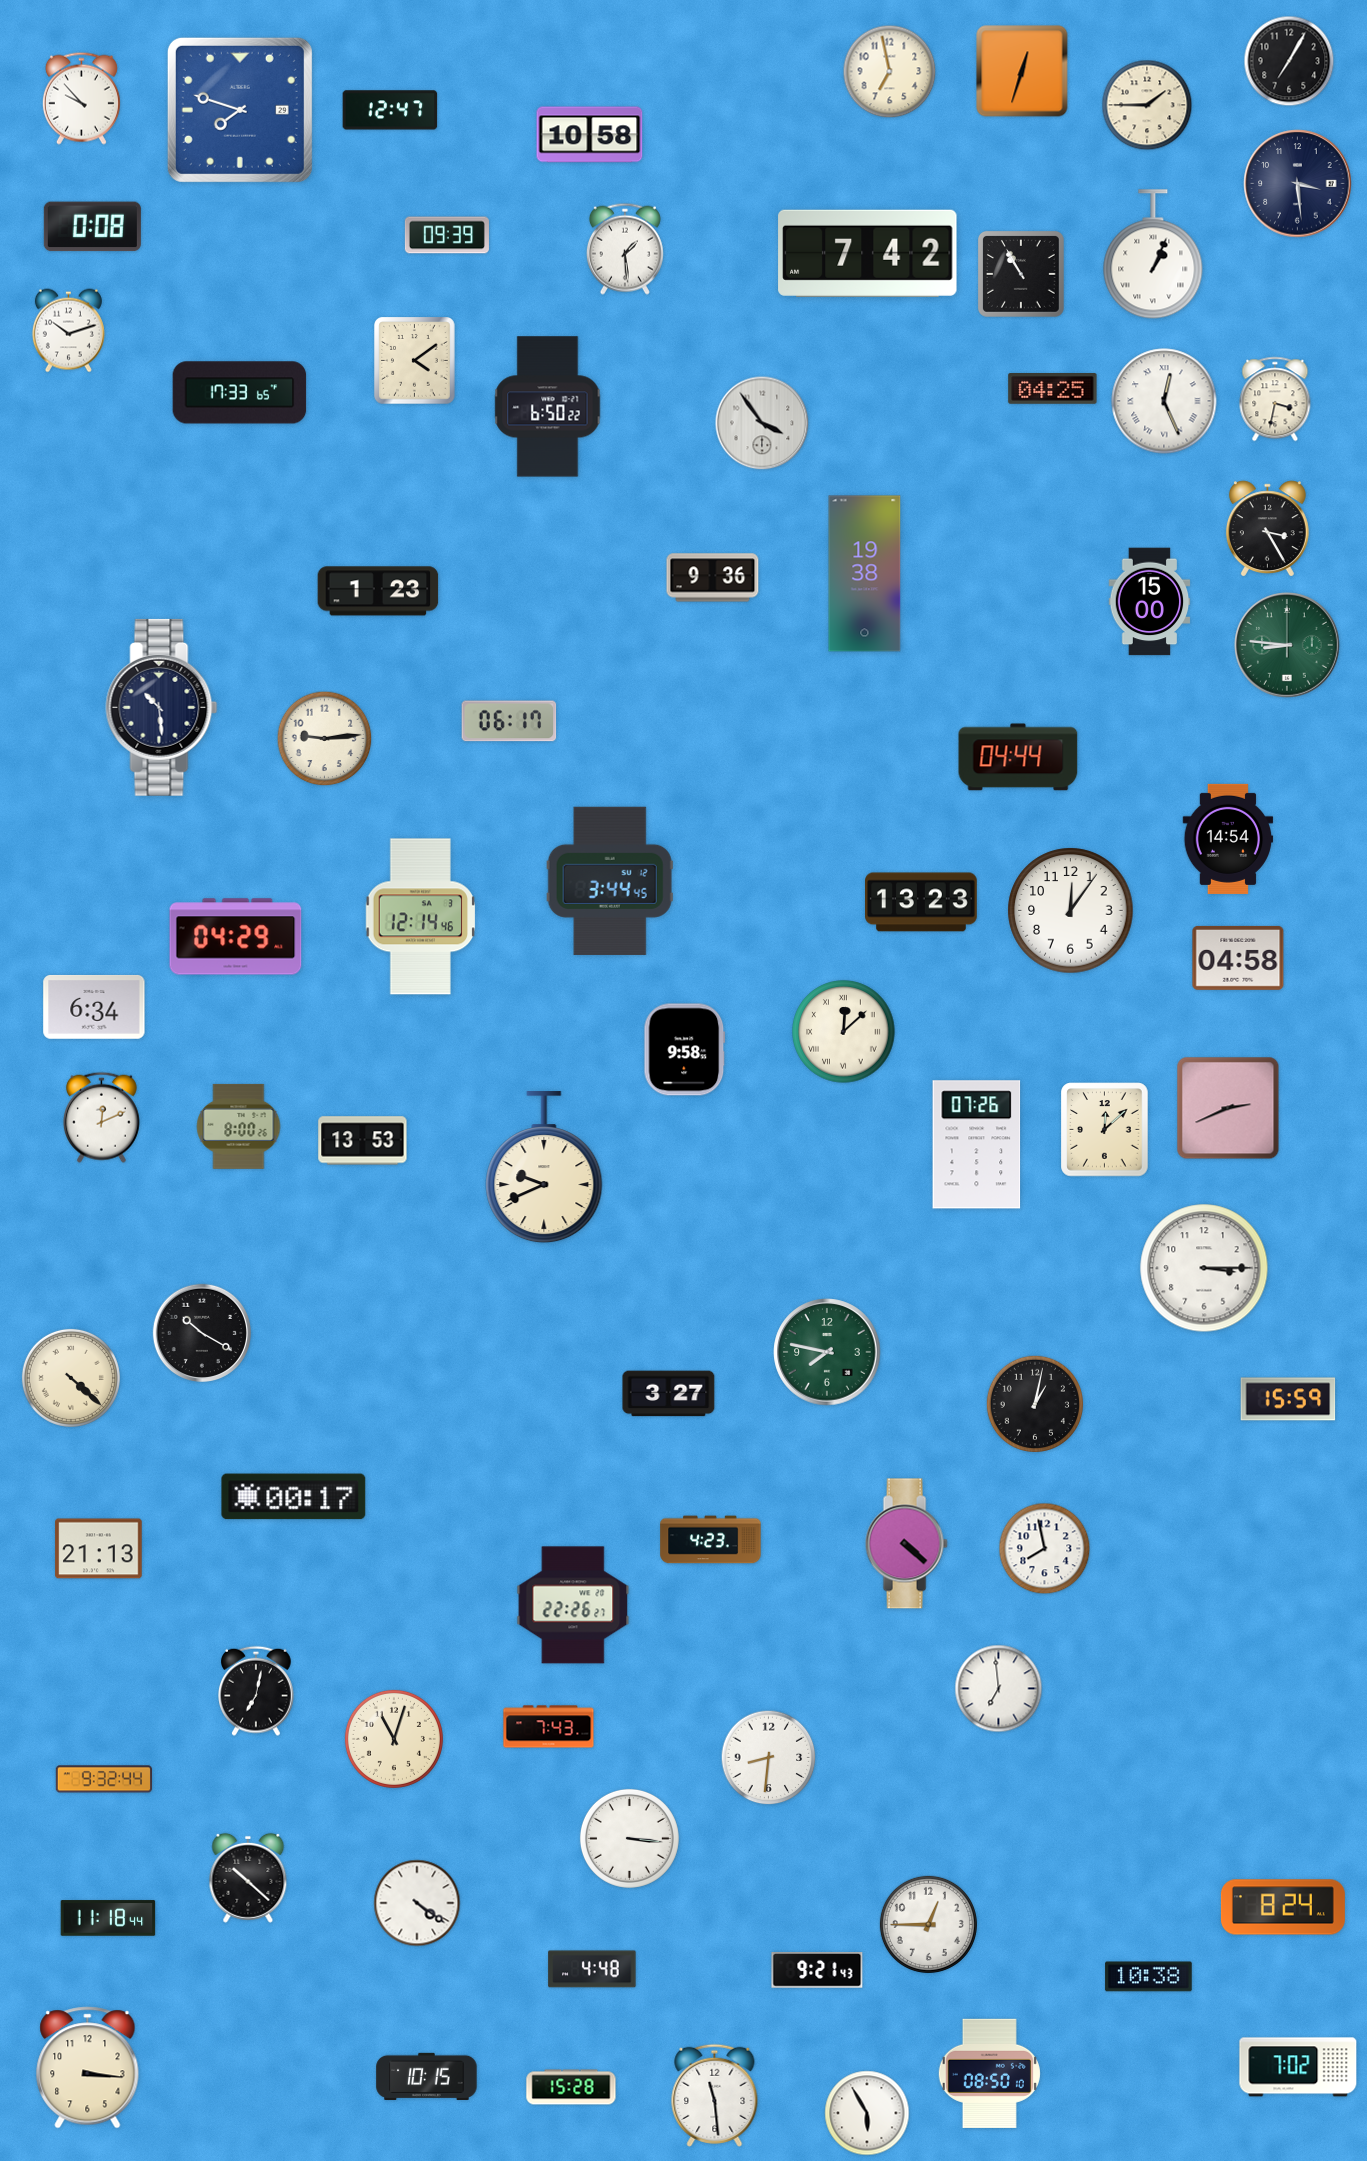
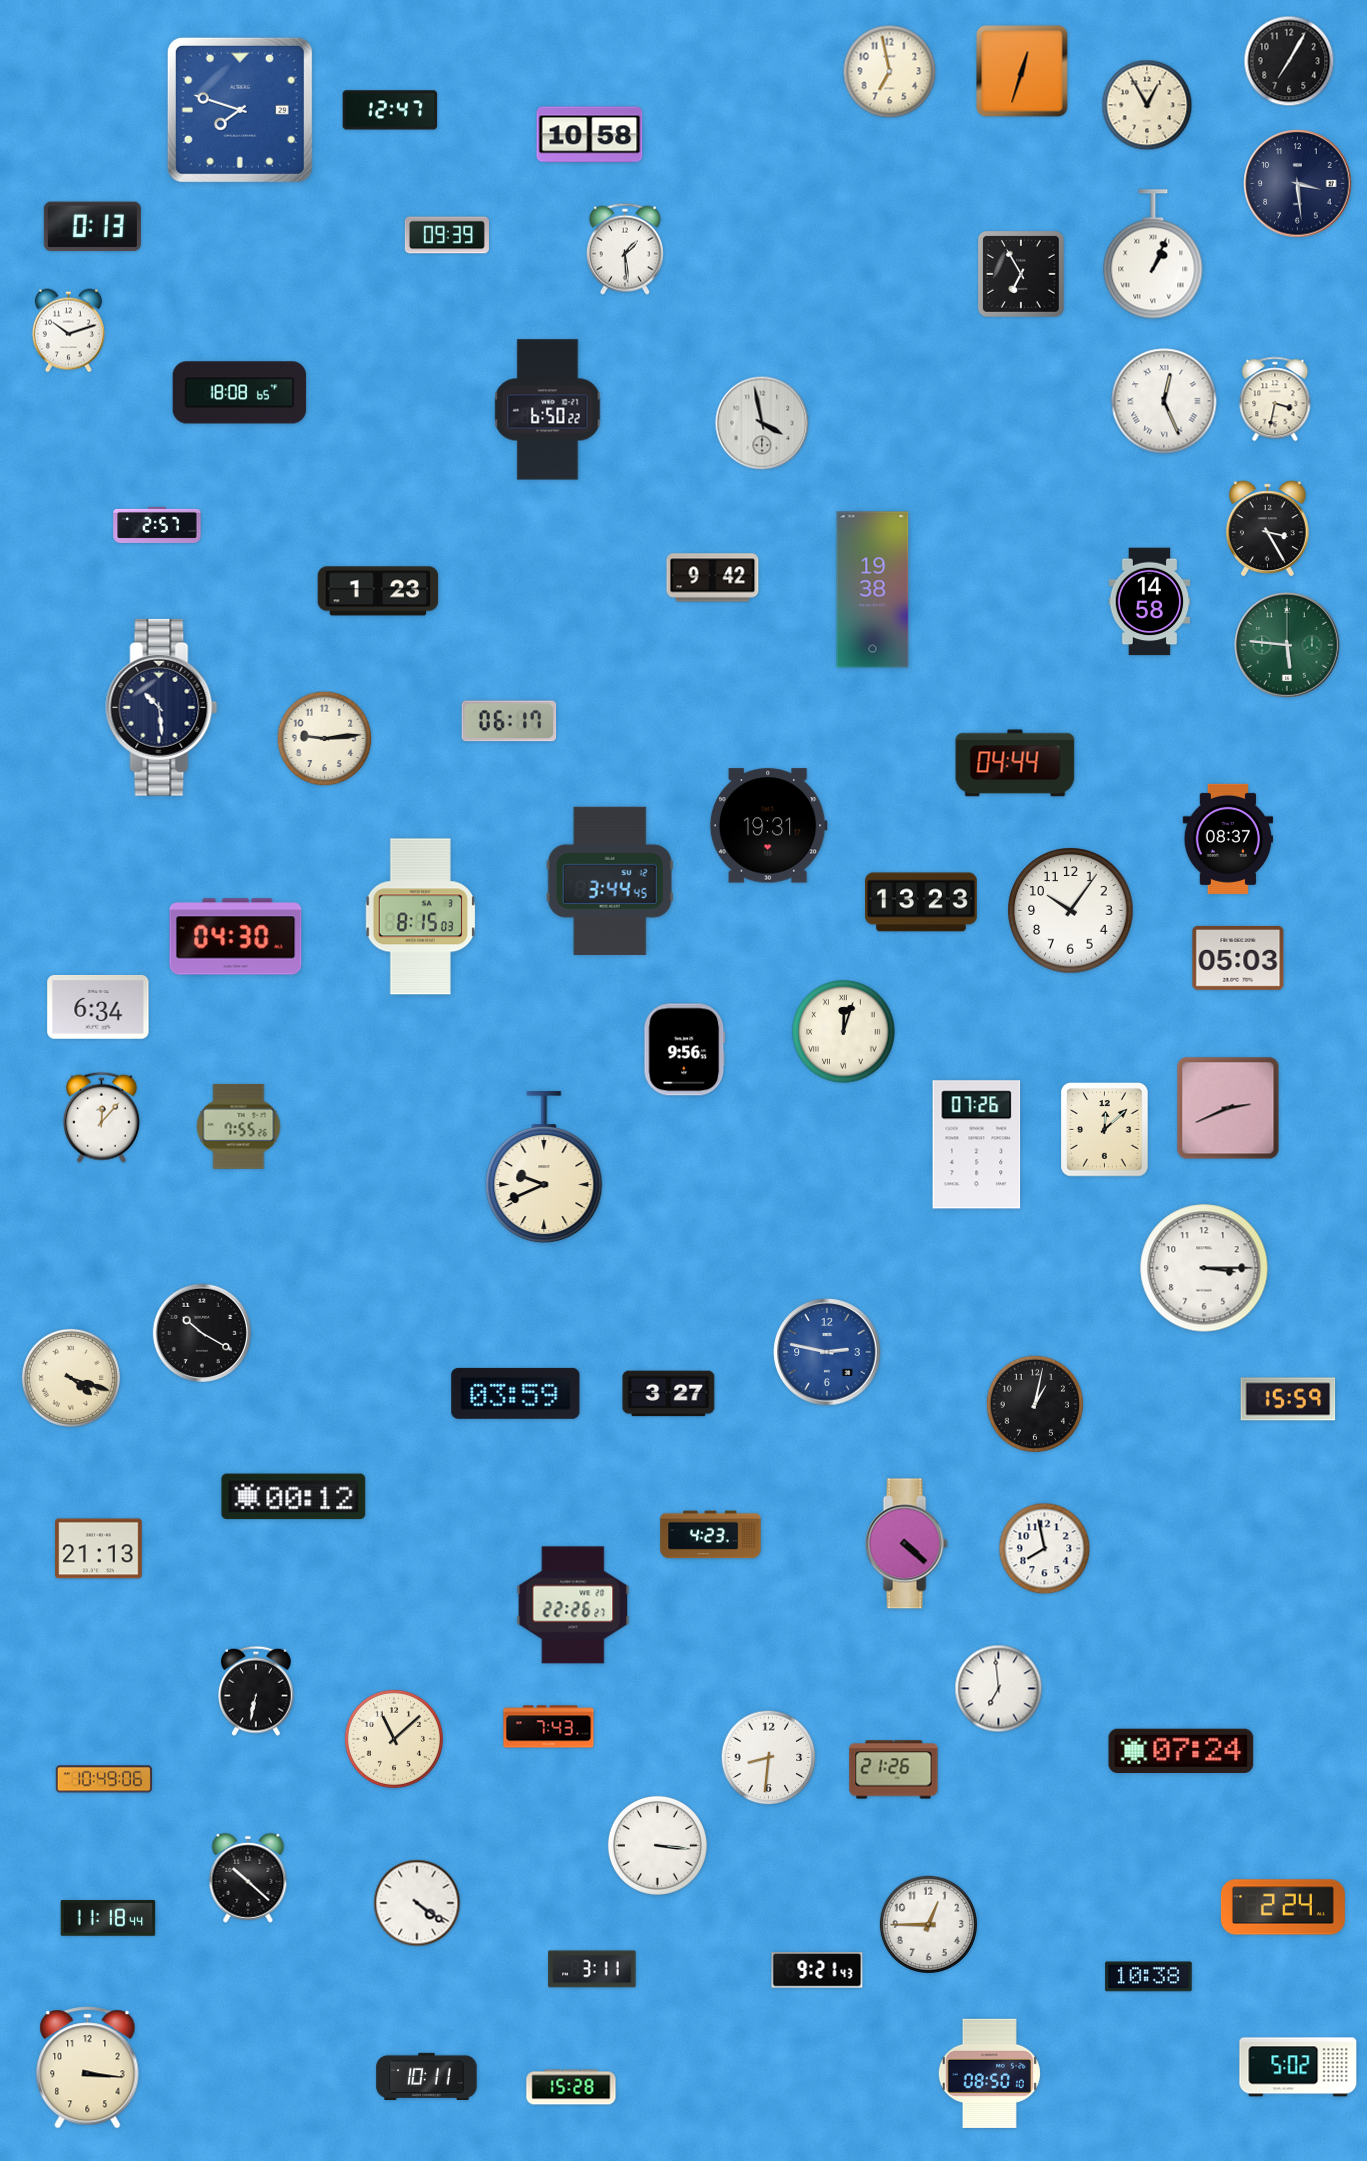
clock at (81, 98): 9:53 -> none
clock at (1147, 105): 1:45 -> 12:55
clock at (92, 227): 0:08 -> 0:13
clock at (868, 253): 7:42 -> none
clock at (1021, 274): 10:55 -> 6:55
clock at (415, 361): 4:09 -> none
clock at (1053, 389): 04:25 -> none
clock at (240, 393): 17:33 -> 18:08
clock at (548, 407) position: (548, 407) -> (548, 410)
clock at (762, 423): 3:54 -> 3:58
clock at (157, 525): none -> 2:57
clock at (865, 574) position: (865, 574) -> (873, 590)
clock at (713, 578): 9:36 -> 9:42
clock at (1150, 602): 15:00 -> 14:58
clock at (1287, 645): 8:46 -> 5:46
clock at (1018, 757) position: (1018, 757) -> (1015, 763)
clock at (768, 826): none -> 19:31
clock at (1228, 839): 14:54 -> 08:37
clock at (1071, 911): 12:06 -> 10:06
clock at (420, 917): 12:14 -> 8:15
clock at (236, 937): 04:29 -> 04:30
clock at (1238, 958): 04:58 -> 05:03
clock at (94, 1007) position: (94, 1007) -> (98, 1007)
clock at (844, 1032): 12:08 -> 12:03
clock at (685, 1050): 9:58 -> 9:56
clock at (101, 1117): 12:11 -> 12:07
clock at (239, 1126): 8:00 -> 7:55
clock at (363, 1141): 13:53 -> none
clock at (827, 1352): 7:47 -> 2:47
clock at (827, 1352) dial: green -> blue
clock at (71, 1378): 4:22 -> 4:18
clock at (516, 1393): none -> 03:59
clock at (294, 1497): 00:17 -> 00:12
clock at (711, 1540) position: (711, 1540) -> (711, 1535)
clock at (257, 1691): 7:02 -> 6:32
clock at (394, 1739): 11:03 -> 11:08
clock at (1181, 1751): none -> 07:24
clock at (894, 1770): none -> 21:26
clock at (103, 1779): 9:32 -> 10:49
clock at (629, 1838) position: (629, 1838) -> (657, 1845)
clock at (1283, 1907): 8:24 -> 2:24
clock at (592, 1969): 4:48 -> 3:11
clock at (1298, 2067): 7:02 -> 5:02
clock at (427, 2076): 10:15 -> 10:11
clock at (715, 2095): 11:29 -> none
clock at (867, 2113): 5:55 -> none
